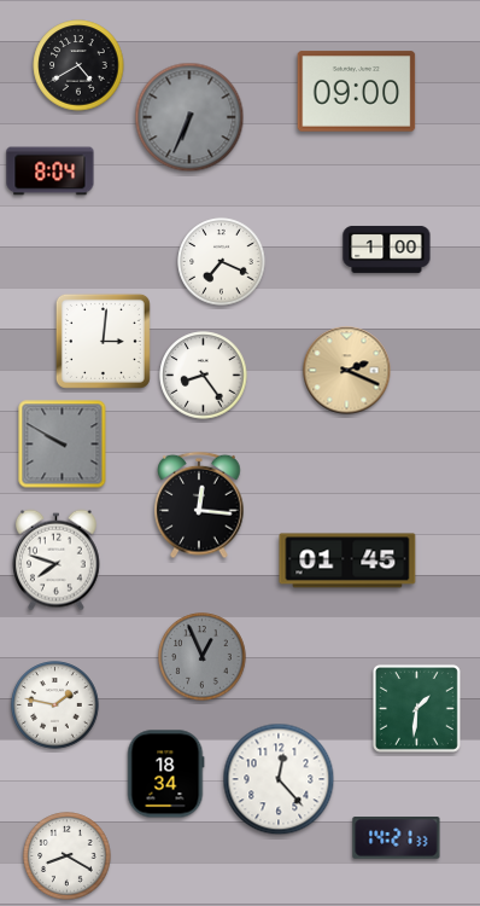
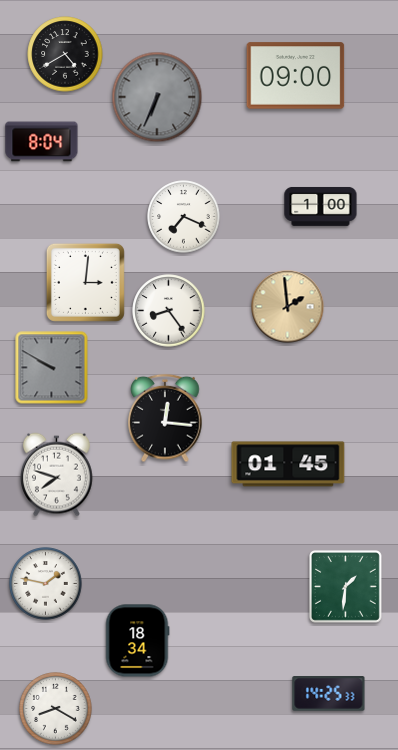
clock at (347, 371): 2:19 -> 1:59
clock at (57, 561) position: (57, 561) -> (57, 475)
clock at (203, 657): 12:56 -> none
clock at (279, 779): 12:23 -> none
clock at (397, 838): 14:21 -> 14:25
